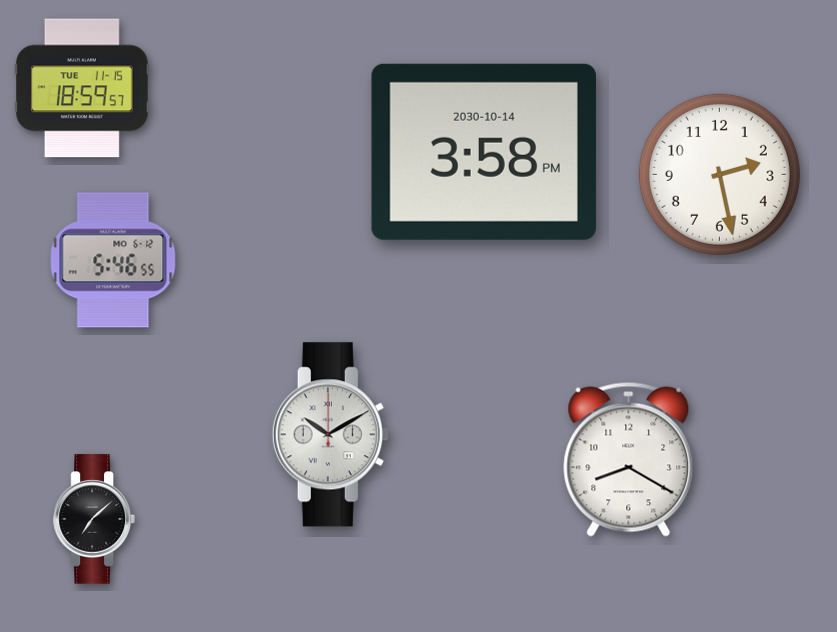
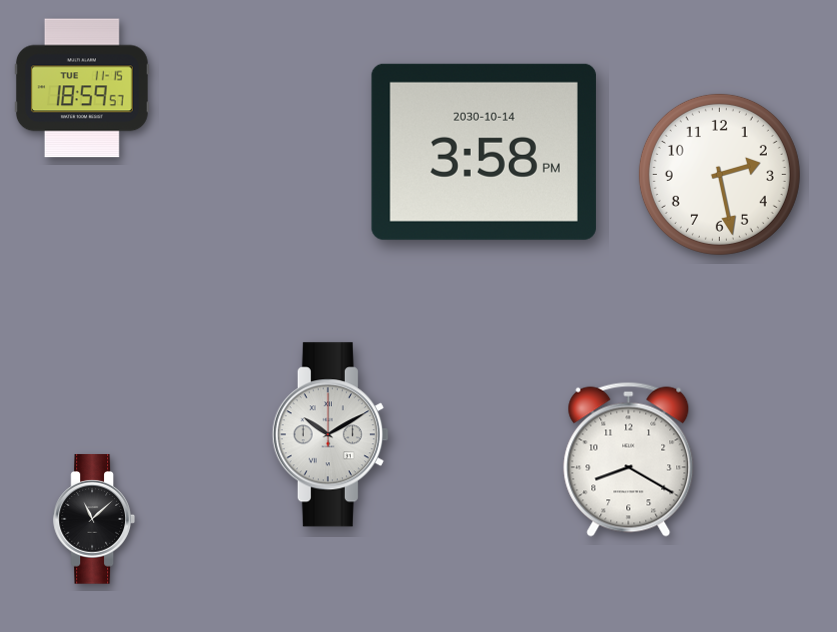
clock at (113, 260): 5:46 -> none
clock at (94, 519): 7:08 -> 11:08
